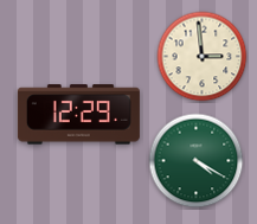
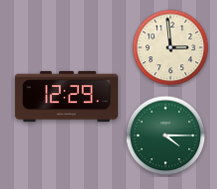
clock at (197, 161): 4:20 -> 4:15
